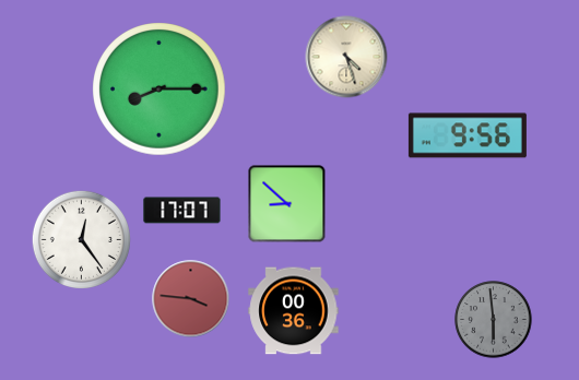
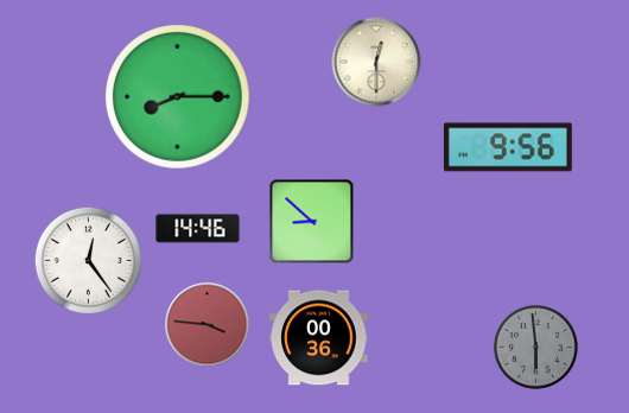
clock at (346, 57): 4:27 -> 12:30
clock at (159, 90) position: (159, 90) -> (178, 97)
clock at (182, 211): 17:07 -> 14:46
